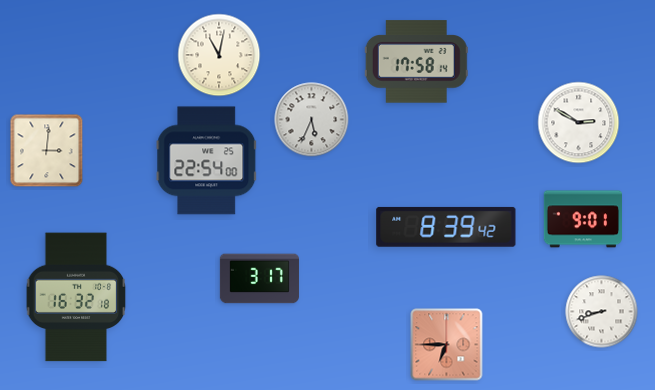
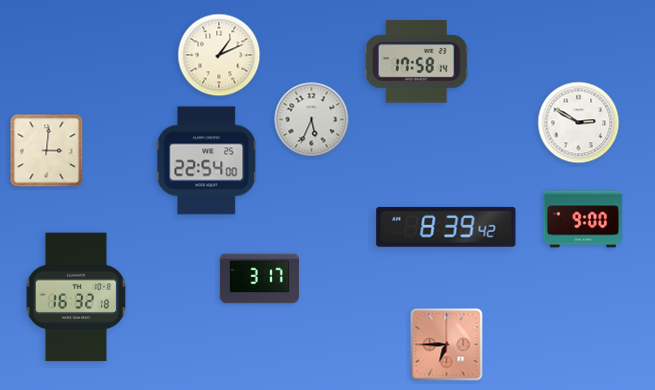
clock at (219, 55): 11:02 -> 1:11
clock at (583, 219): 9:01 -> 9:00
clock at (602, 312): 8:42 -> none
